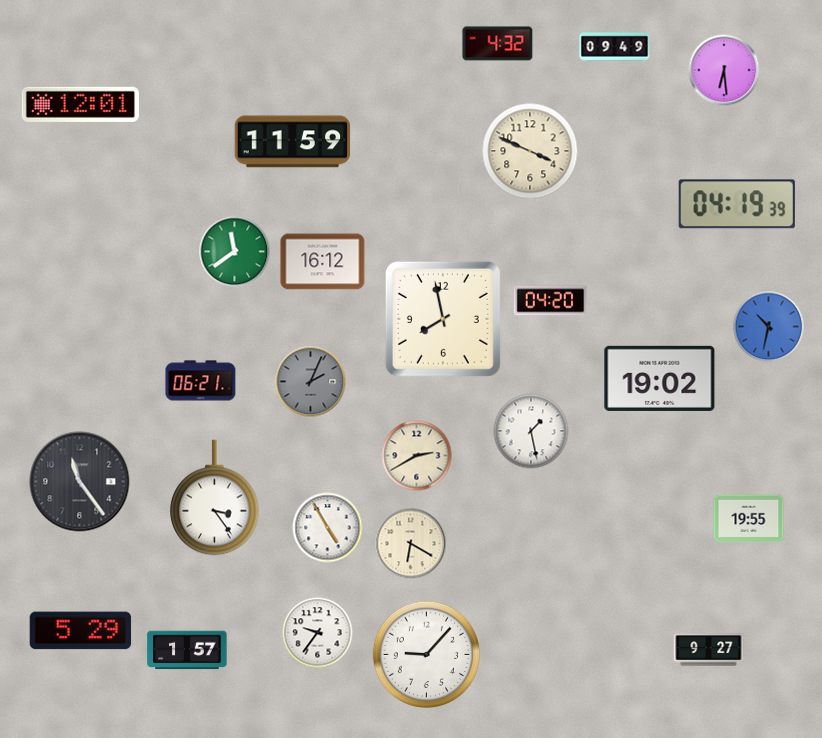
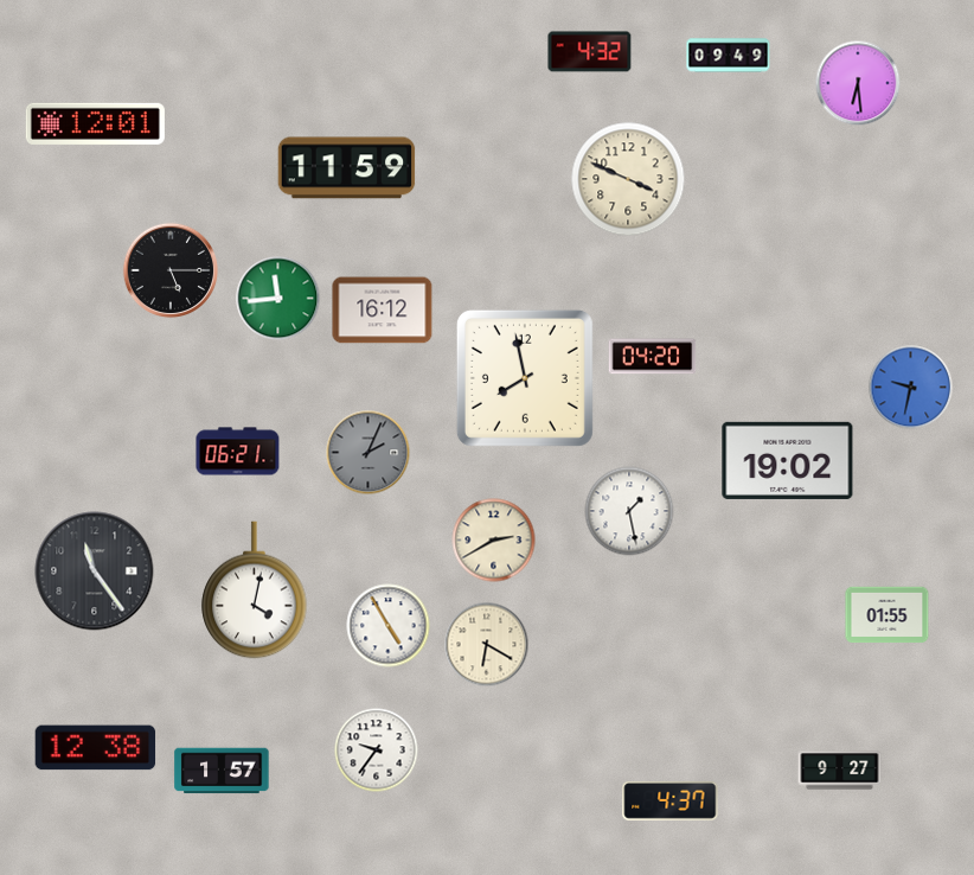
clock at (737, 204): 04:19 -> none
clock at (171, 270): none -> 5:15
clock at (235, 252): 11:39 -> 11:44
clock at (769, 327): 10:32 -> 9:32
clock at (660, 378) position: (660, 378) -> (788, 460)
clock at (215, 498): 3:24 -> 4:02
clock at (749, 519): 19:55 -> 01:55
clock at (81, 631): 5:29 -> 12:38
clock at (426, 654): 9:07 -> none
clock at (671, 801): none -> 4:37
